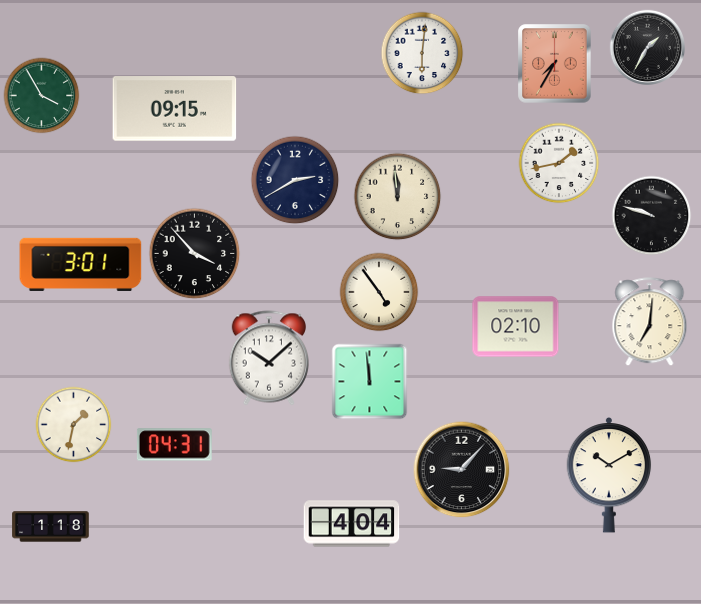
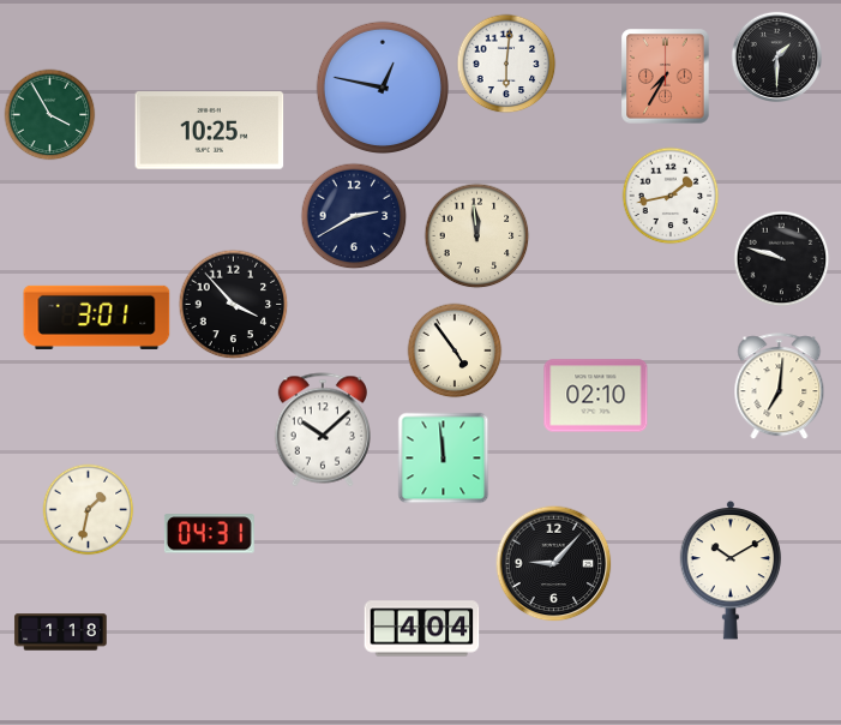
clock at (647, 47): 1:35 -> 1:30
clock at (382, 86): none -> 12:47
clock at (175, 109): 09:15 -> 10:25
clock at (516, 327) position: (516, 327) -> (596, 396)
